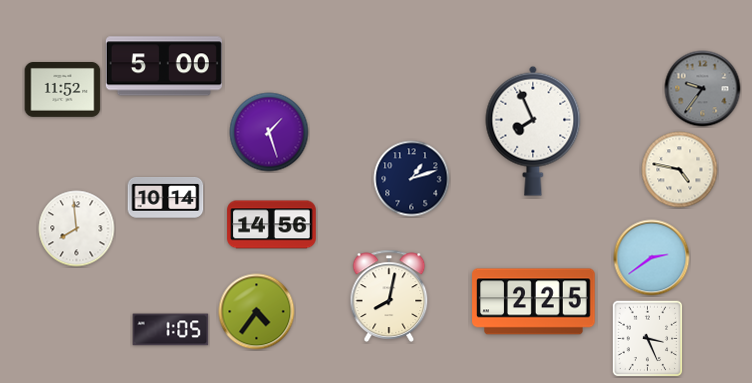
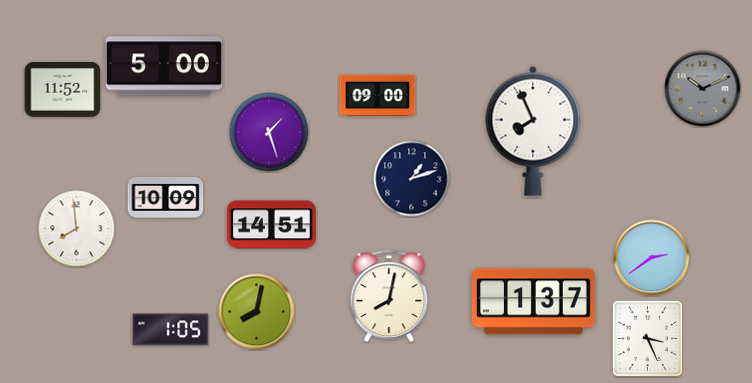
clock at (703, 89): 9:36 -> 10:11
clock at (378, 95): none -> 09:00
clock at (680, 170): 4:47 -> none
clock at (166, 198): 10:14 -> 10:09
clock at (272, 225): 14:56 -> 14:51
clock at (534, 302): 2:25 -> 1:37
clock at (257, 312): 4:36 -> 8:02
